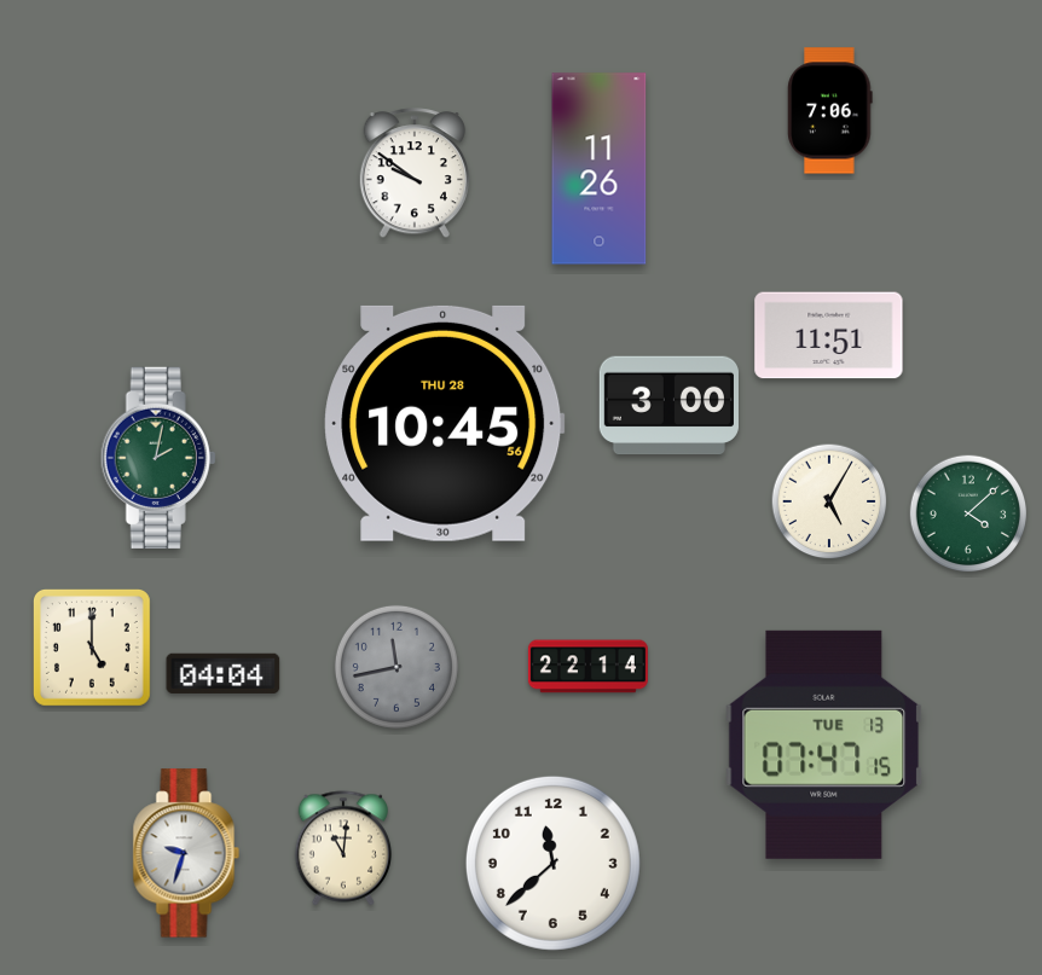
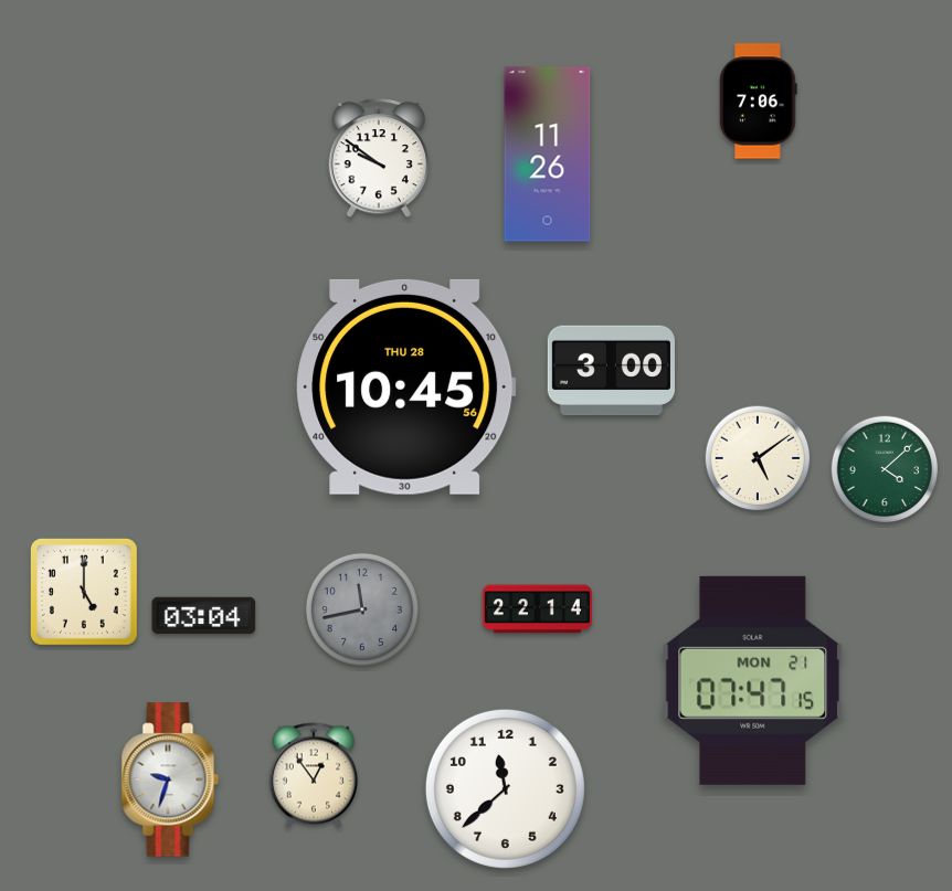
clock at (829, 336): 11:51 -> none
clock at (158, 457): 2:02 -> none
clock at (829, 501): 5:05 -> 5:09
clock at (224, 673): 04:04 -> 03:04
clock at (824, 744) date: TUE 13 -> MON 21
clock at (342, 848): 11:01 -> 12:54
